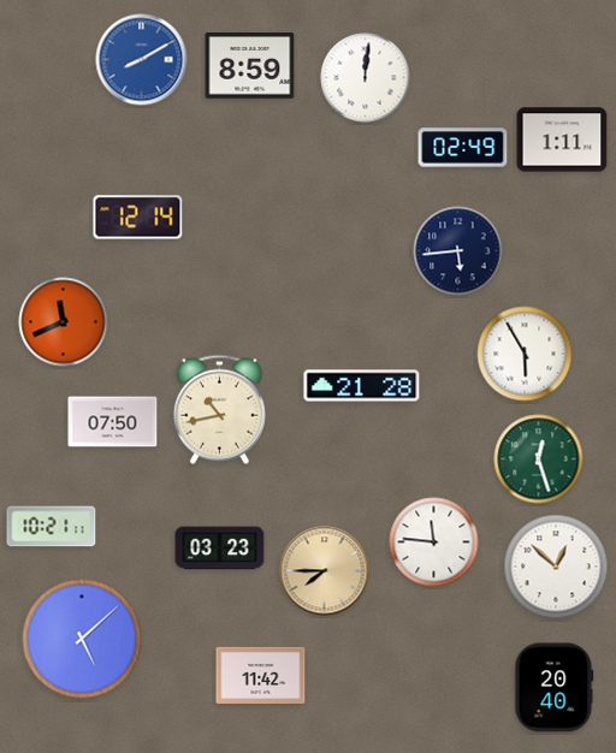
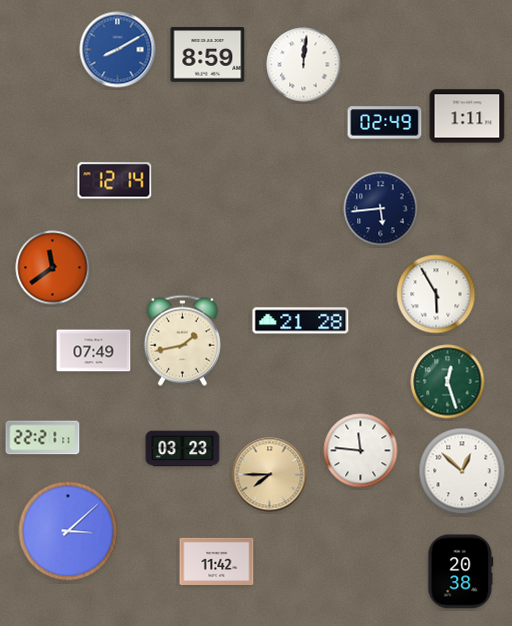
clock at (64, 322): 11:41 -> 11:39
clock at (219, 409): 10:43 -> 1:43
clock at (113, 422): 07:50 -> 07:49
clock at (52, 527): 10:21 -> 22:21
clock at (220, 549) position: (220, 549) -> (183, 449)
clock at (82, 639): 5:08 -> 3:08
clock at (555, 688): 20:40 -> 20:38
